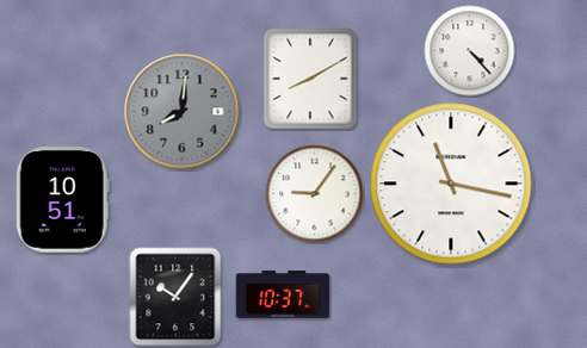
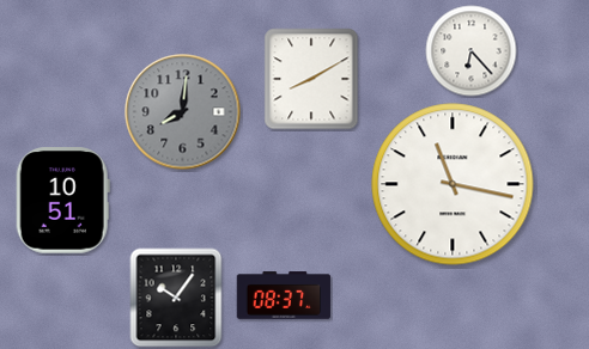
clock at (470, 51): 4:23 -> 6:23
clock at (315, 194): 9:06 -> none
clock at (283, 294): 10:37 -> 08:37
